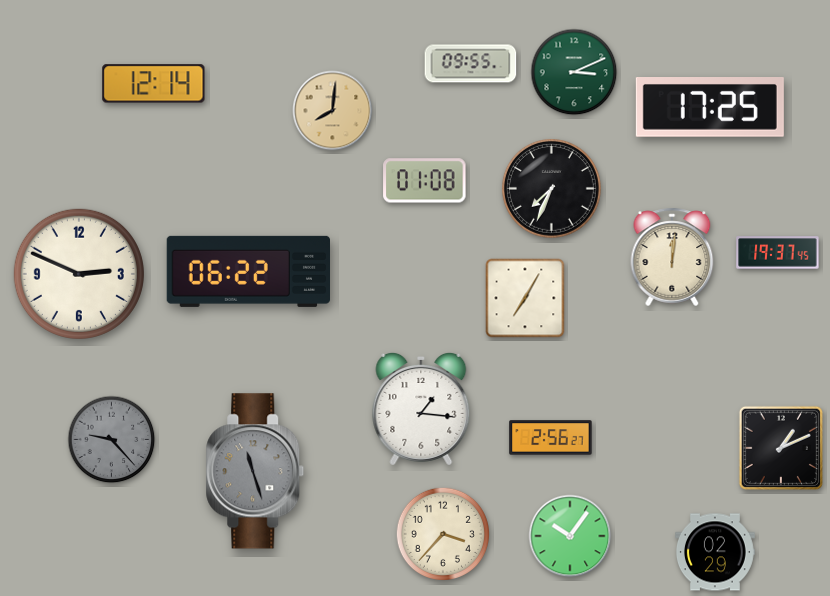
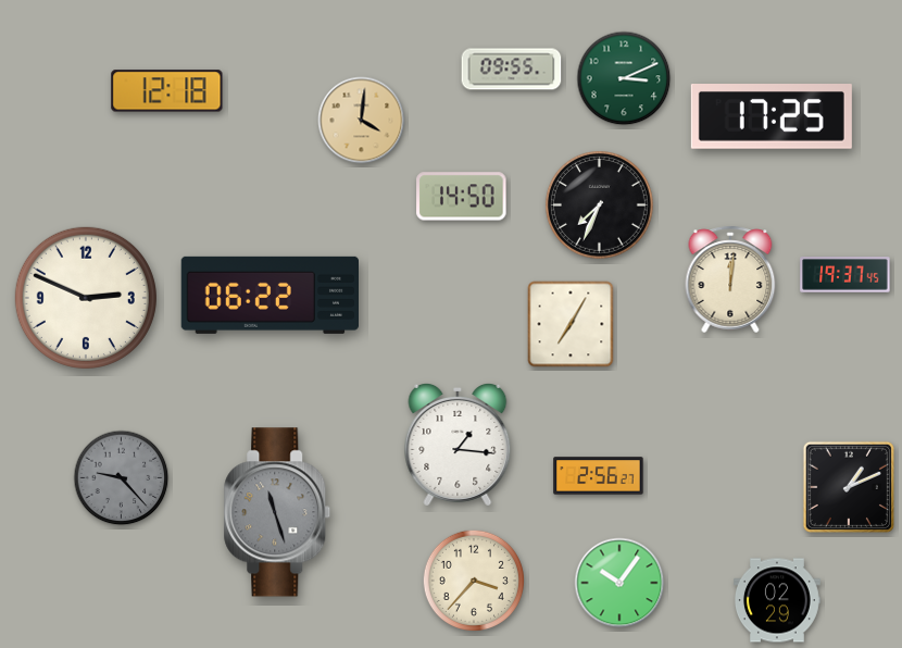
clock at (154, 84): 12:14 -> 12:18
clock at (333, 111): 8:01 -> 4:01
clock at (425, 181): 01:08 -> 14:50
clock at (442, 533) position: (442, 533) -> (473, 580)
